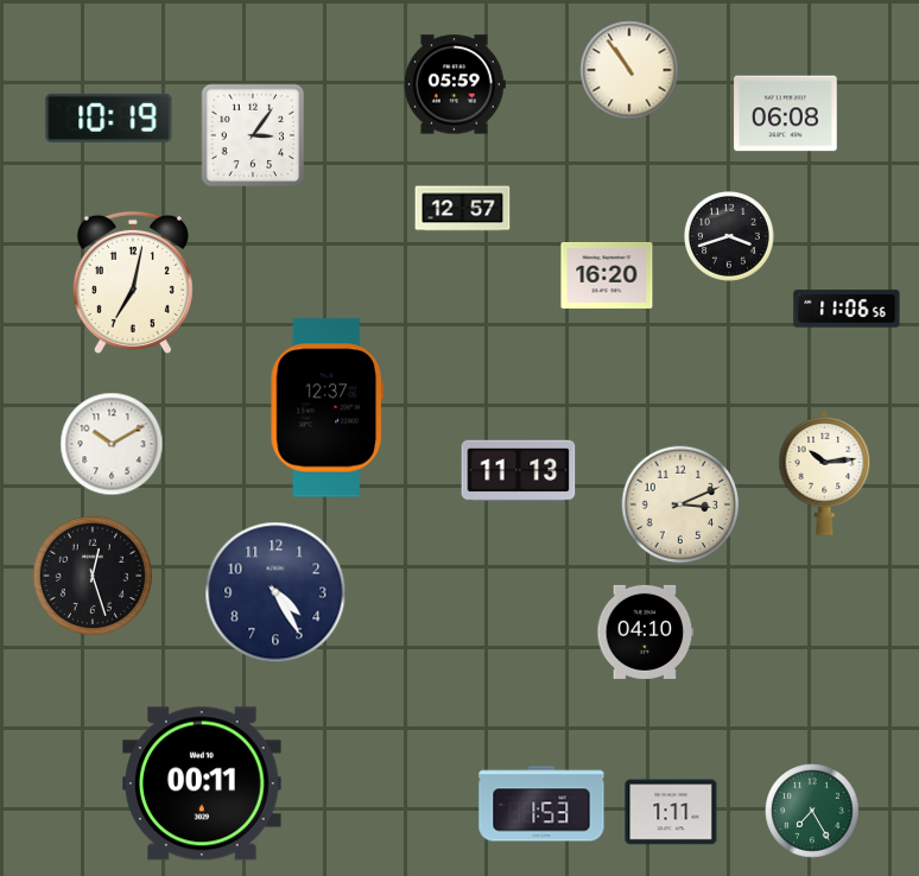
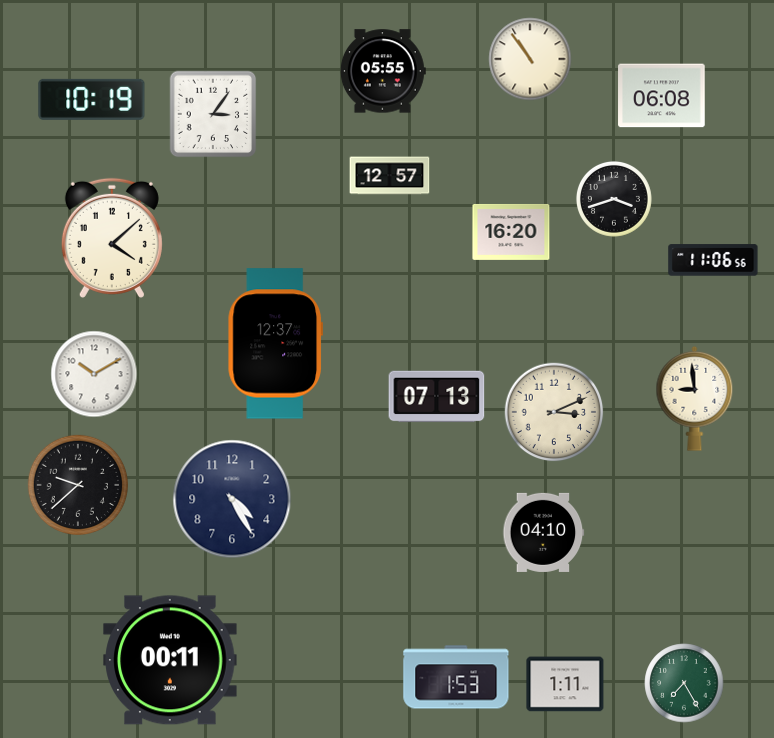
clock at (455, 84): 05:59 -> 05:55
clock at (133, 283): 7:02 -> 4:08
clock at (519, 471): 11:13 -> 07:13
clock at (825, 472): 10:14 -> 8:59
clock at (680, 504) position: (680, 504) -> (554, 412)
clock at (91, 575): 12:27 -> 9:38
